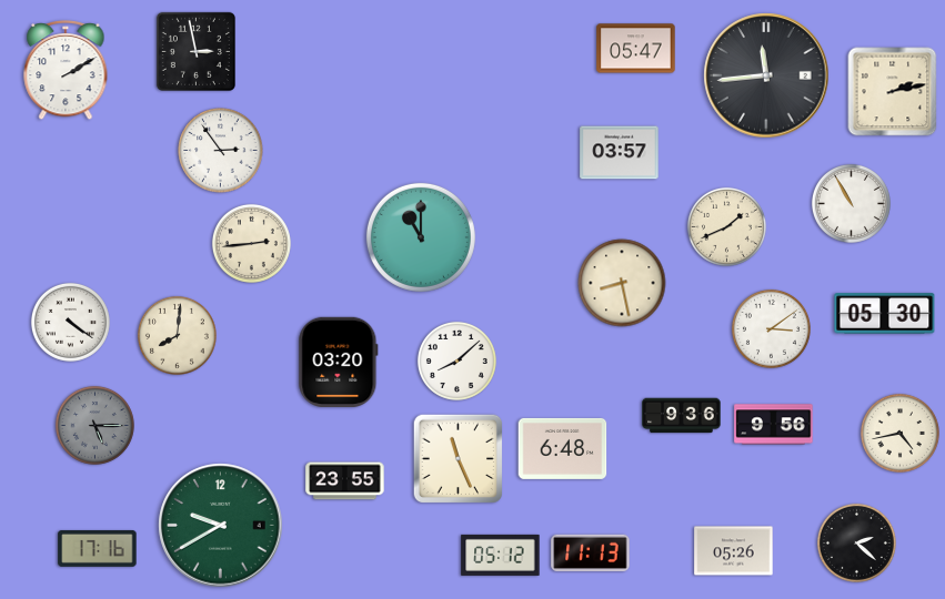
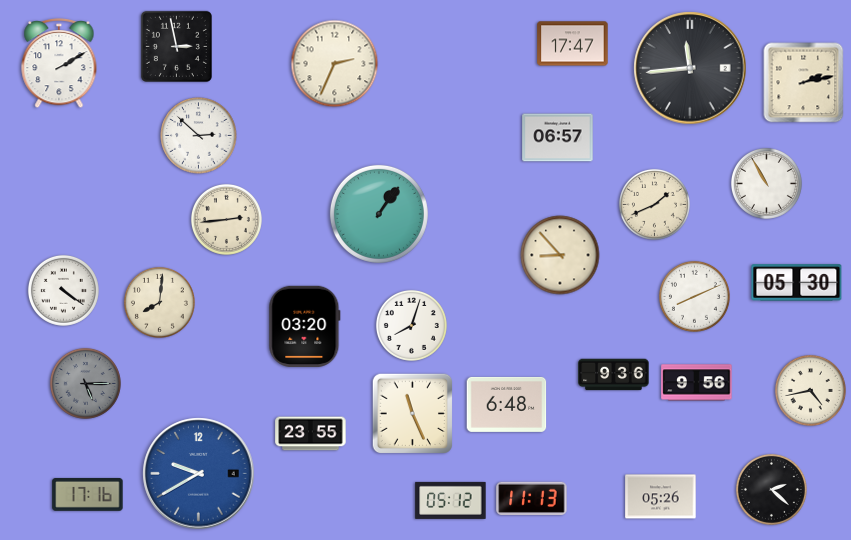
clock at (636, 49): 05:47 -> 17:47
clock at (335, 64): none -> 2:34
clock at (221, 151): 2:54 -> 2:52
clock at (620, 153): 03:57 -> 06:57
clock at (421, 237): 11:00 -> 1:06
clock at (622, 283): 8:28 -> 8:53
clock at (771, 328): 3:09 -> 8:11
clock at (456, 361): 8:08 -> 8:03
clock at (221, 526) dial: green -> blue
